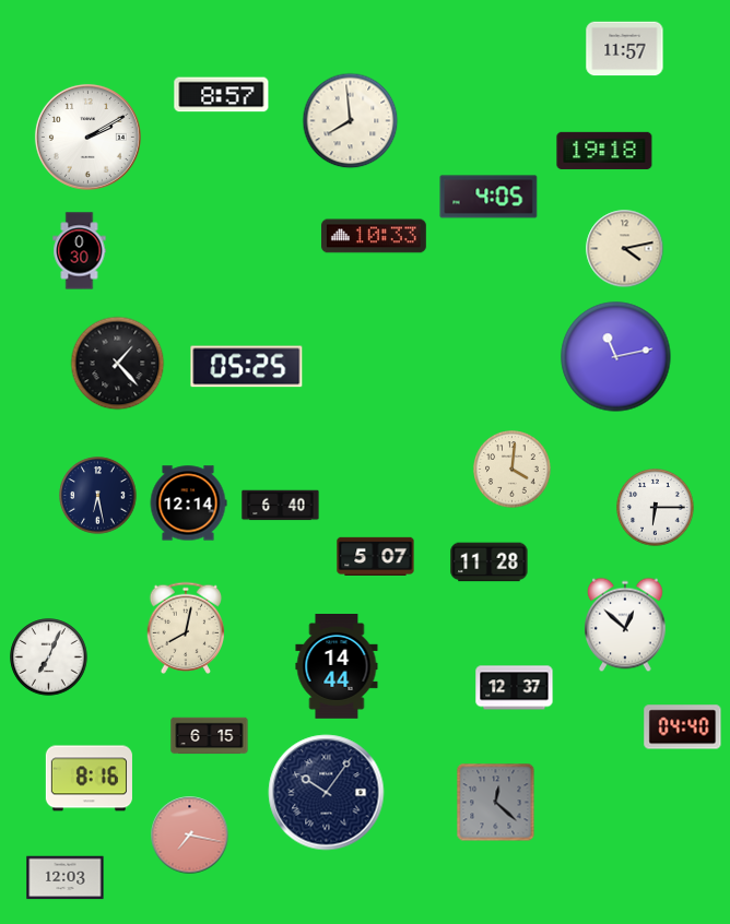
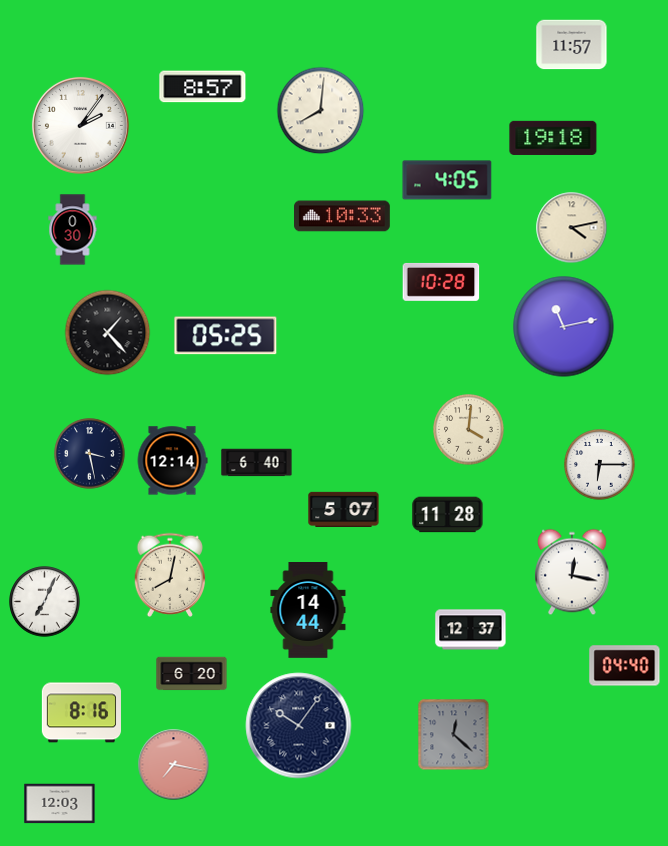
clock at (351, 121): 7:59 -> 8:01
clock at (87, 137): 2:10 -> 2:06
clock at (441, 282): none -> 10:28
clock at (98, 496): 6:28 -> 3:28
clock at (626, 625): 12:52 -> 12:17
clock at (210, 736): 6:15 -> 6:20
